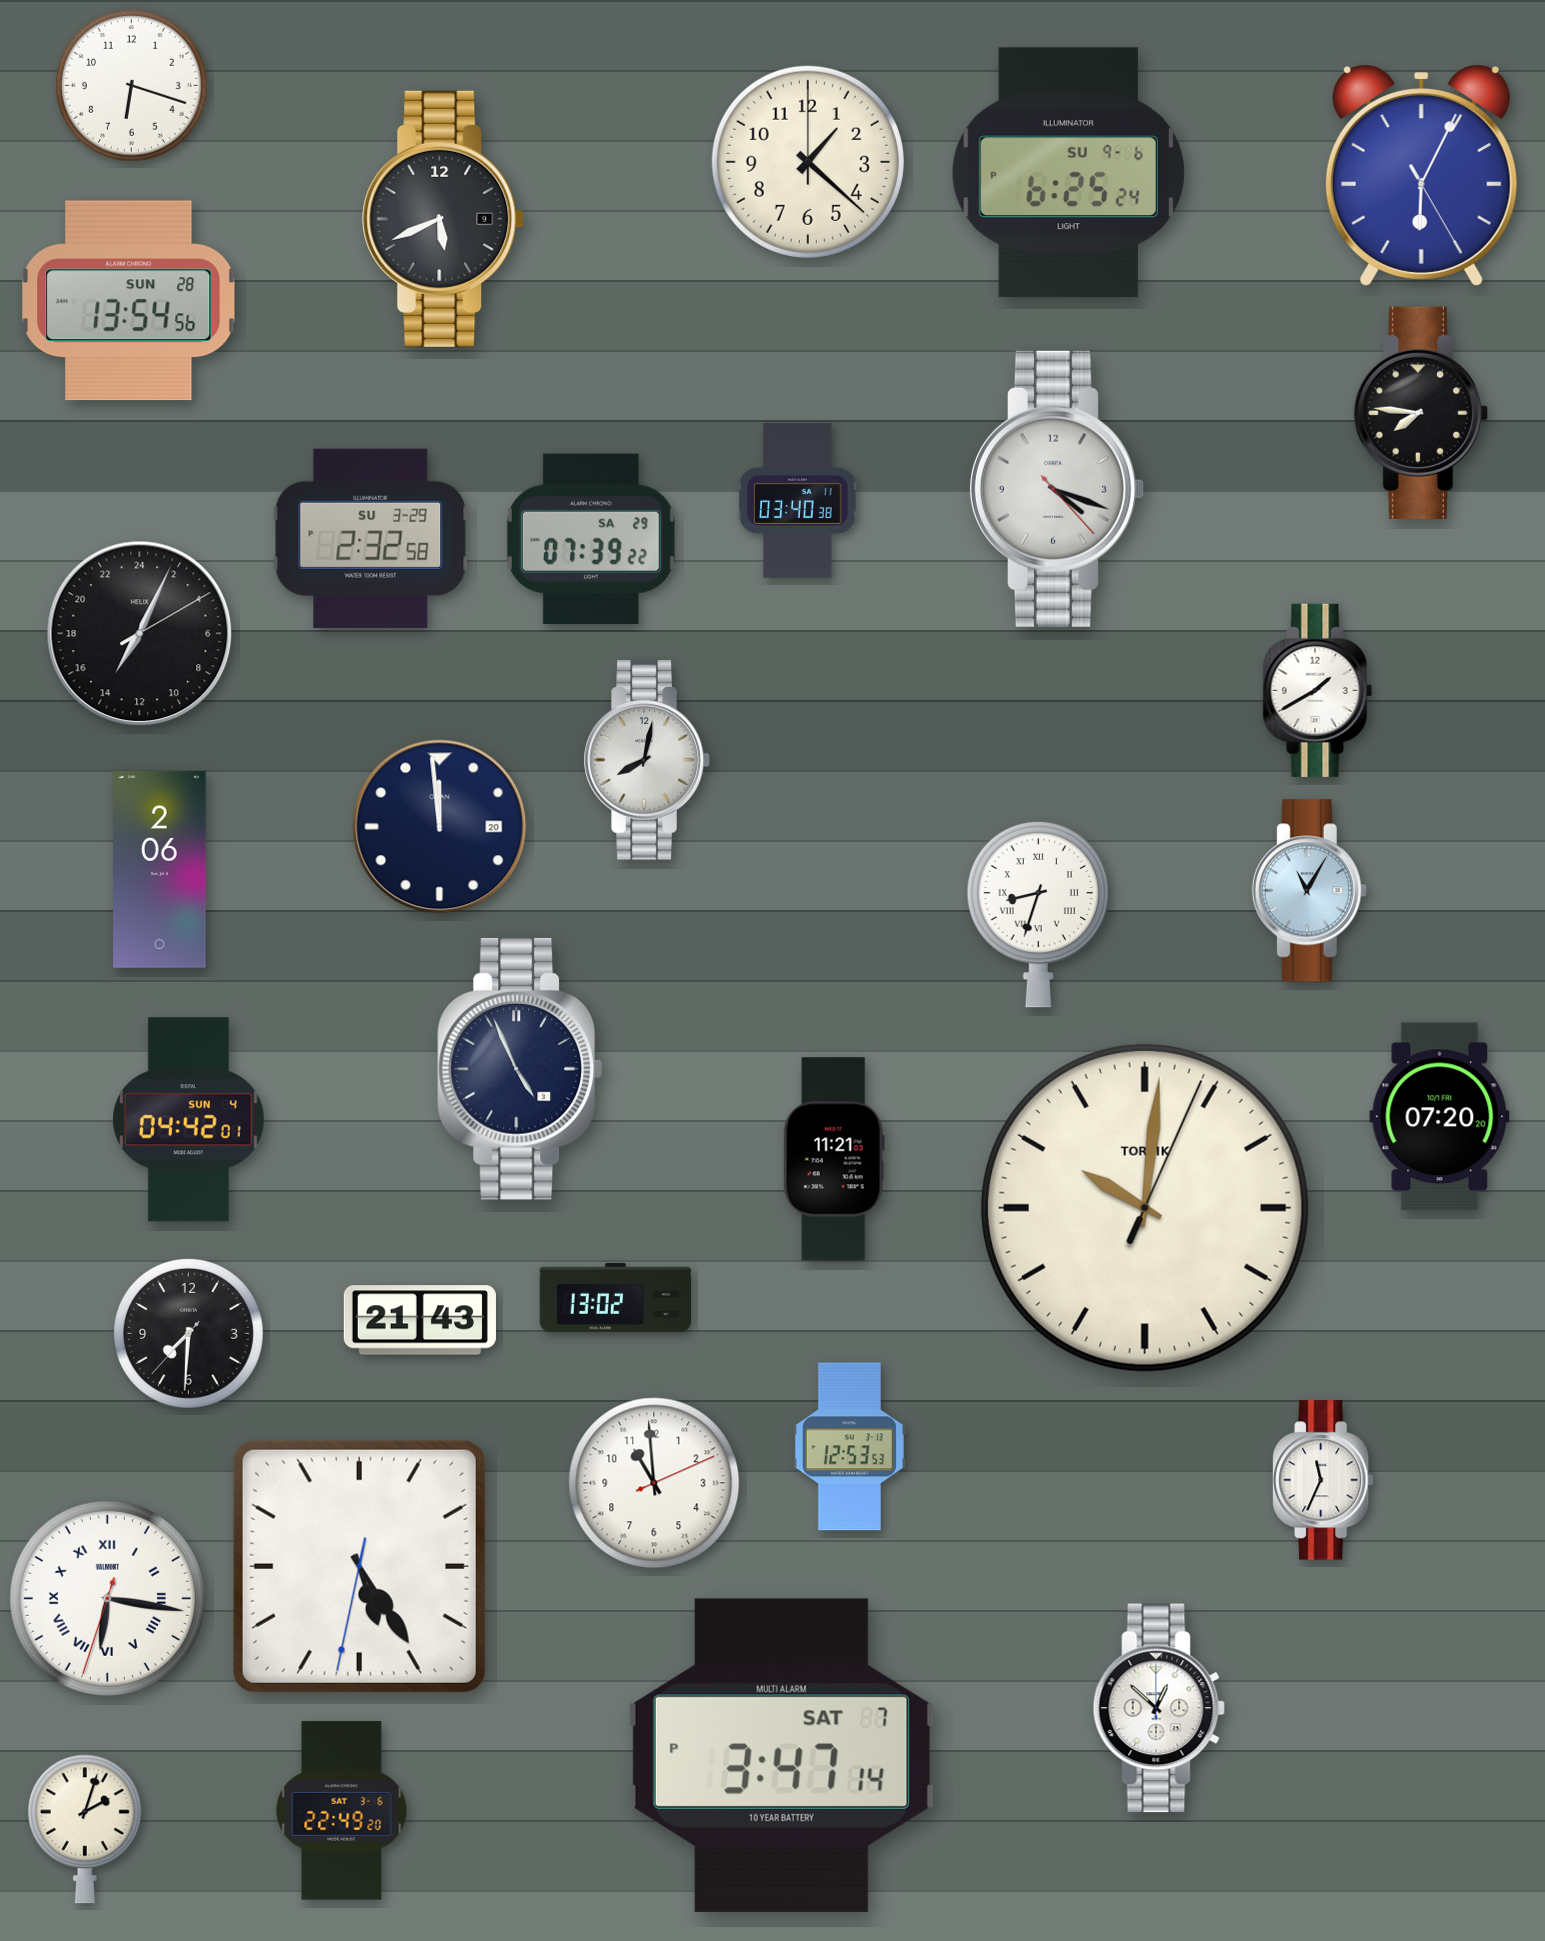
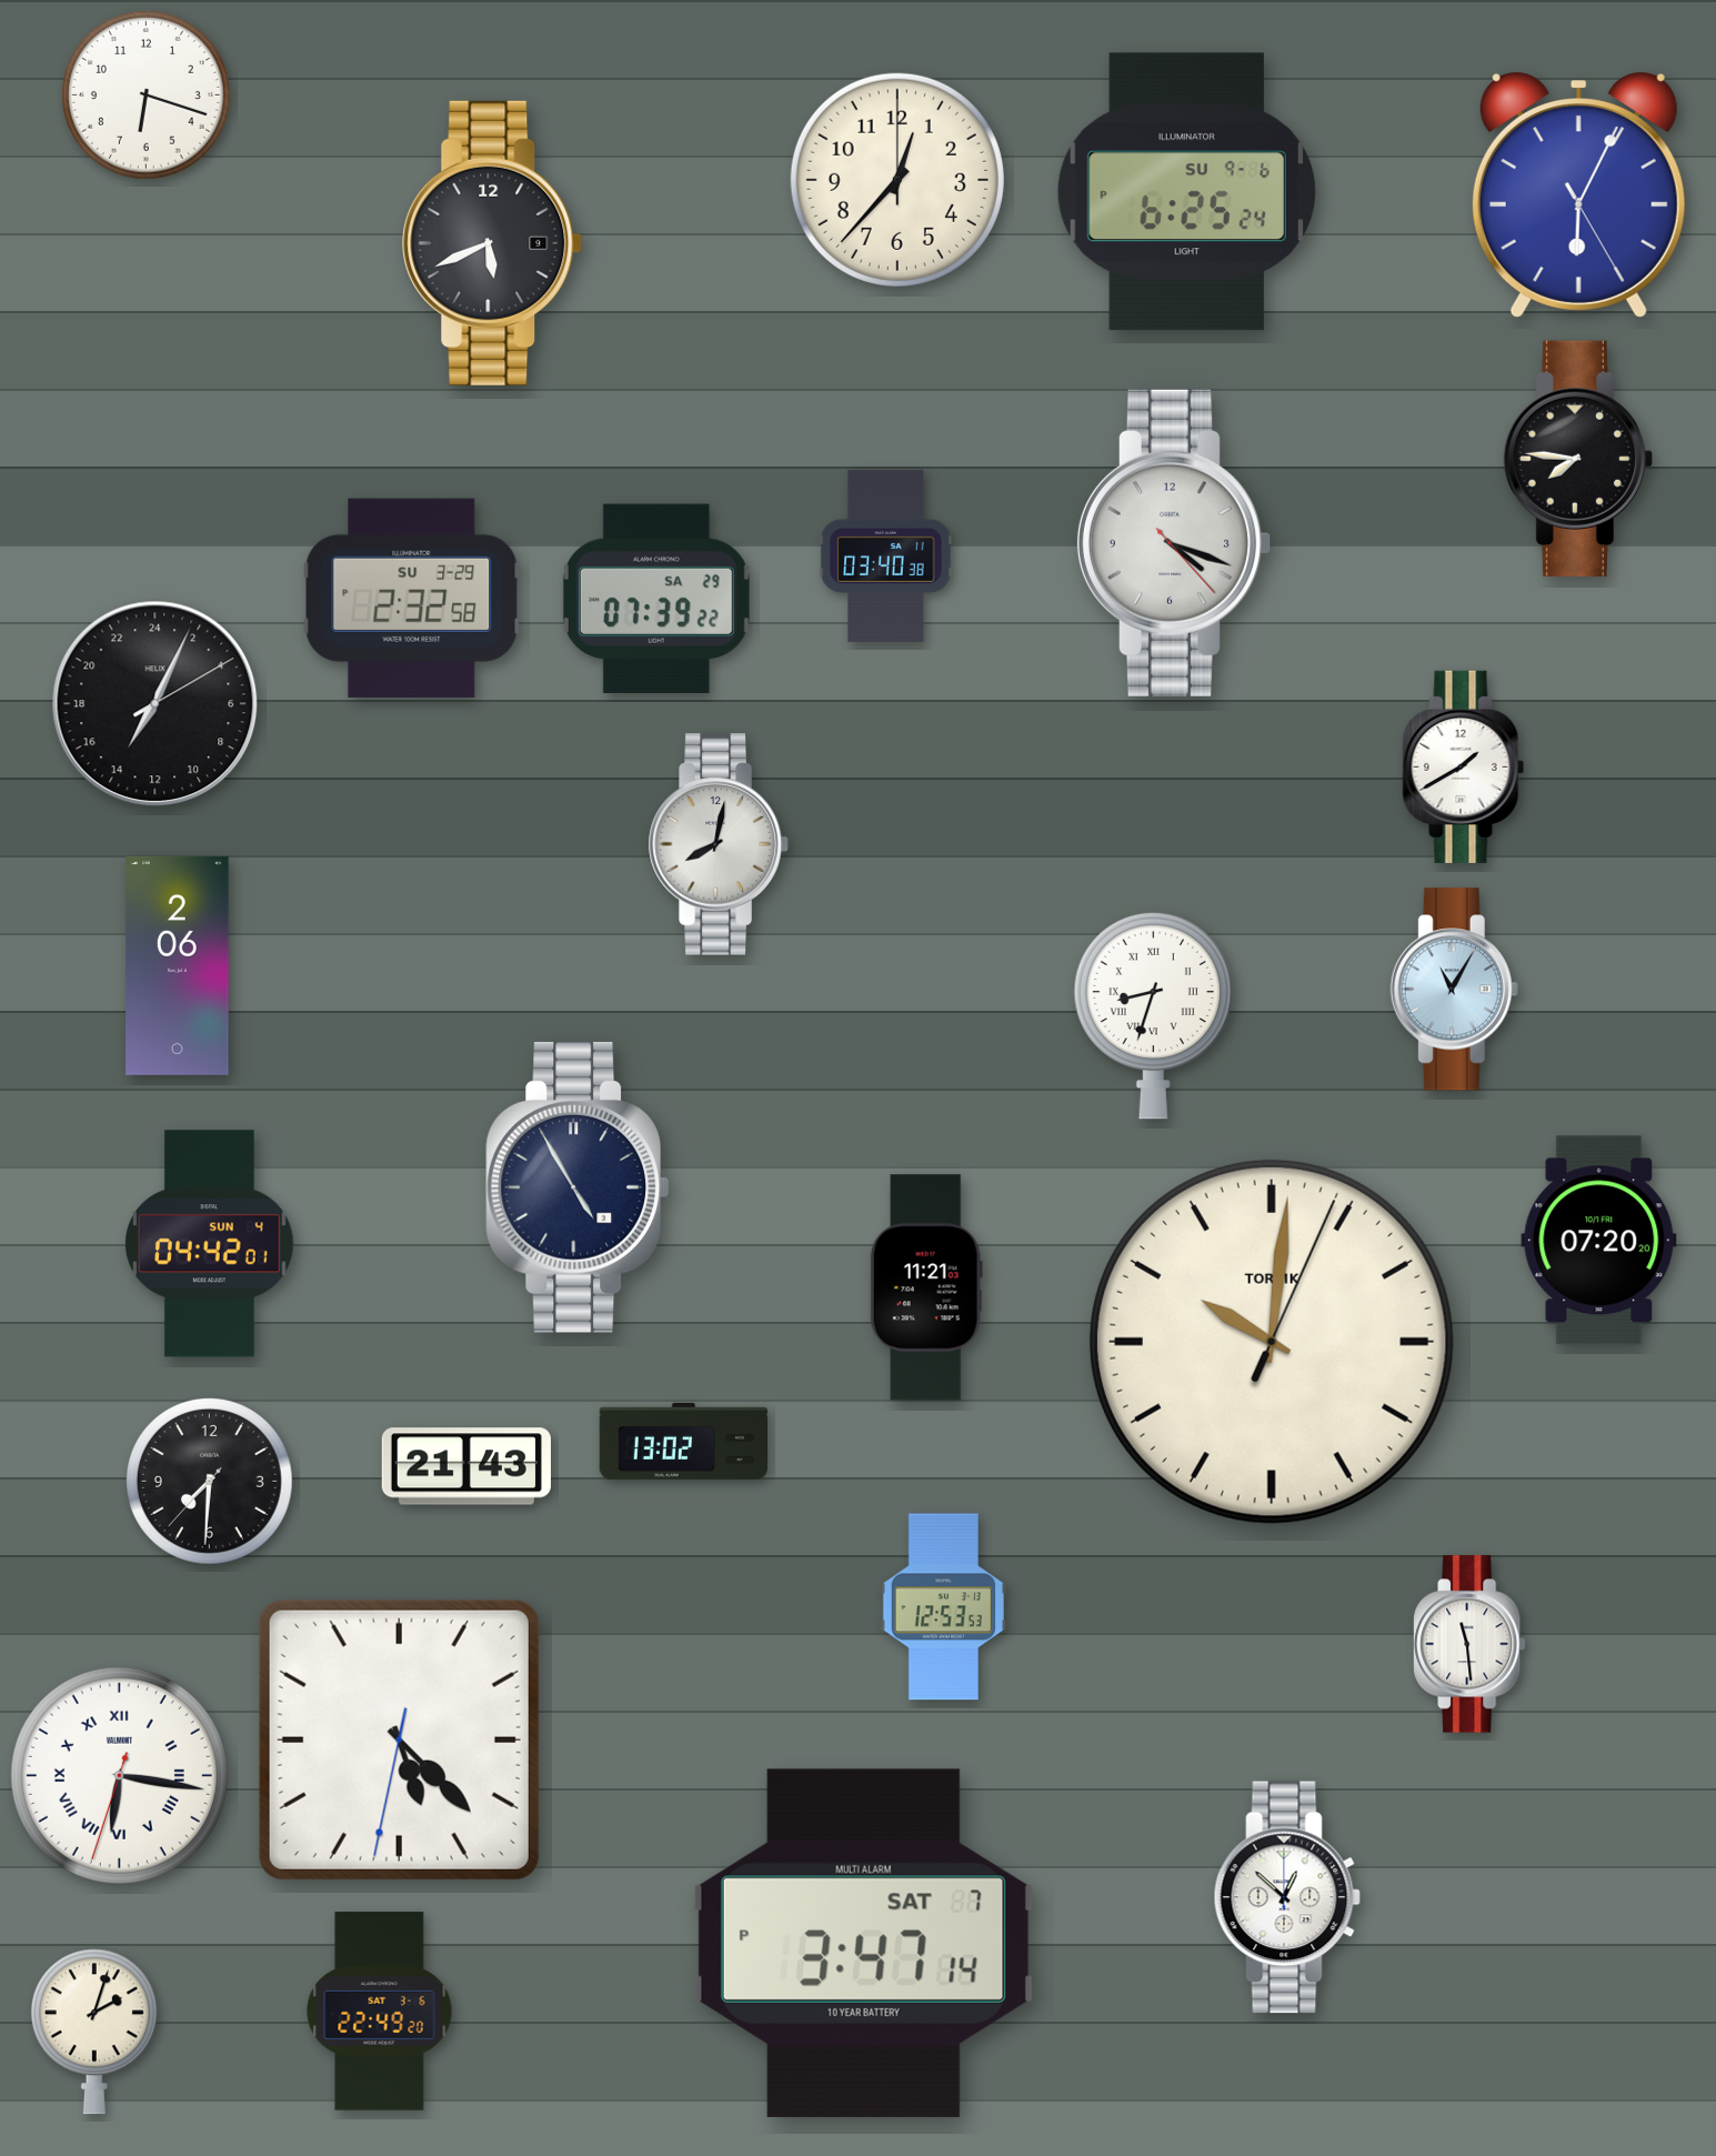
clock at (808, 162): 1:22 -> 12:37
clock at (129, 301): 13:54 -> none
clock at (440, 827): 11:59 -> none
clock at (519, 1069): 4:56 -> 4:55
clock at (1323, 1480): 11:34 -> 11:29
clock at (654, 1483): 10:59 -> none
clock at (359, 1566): 5:24 -> 5:22
clock at (781, 1755) position: (781, 1755) -> (863, 1943)
